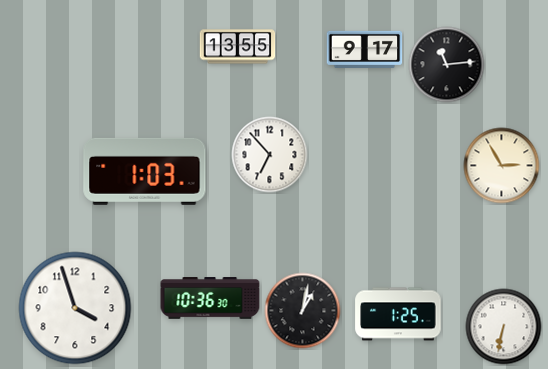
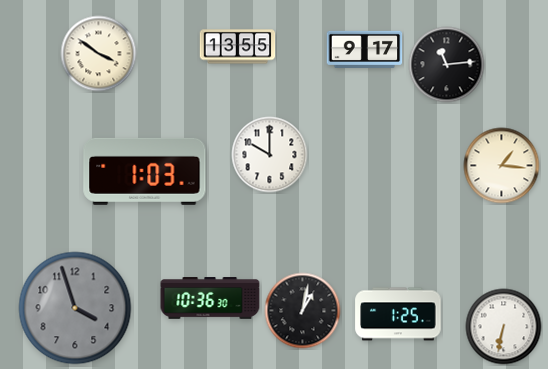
clock at (99, 54): none -> 3:51
clock at (270, 155): 6:53 -> 10:00
clock at (502, 166): 2:55 -> 1:16
clock at (75, 308) dial: white -> grey
